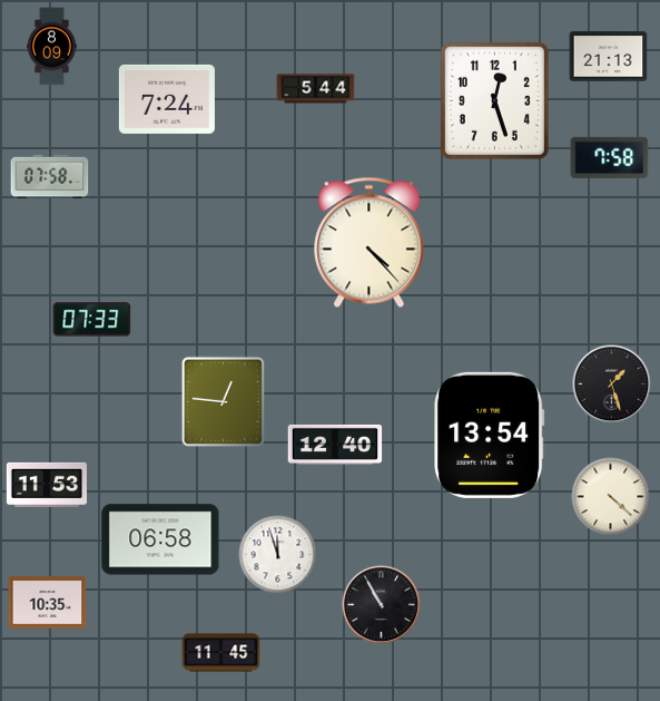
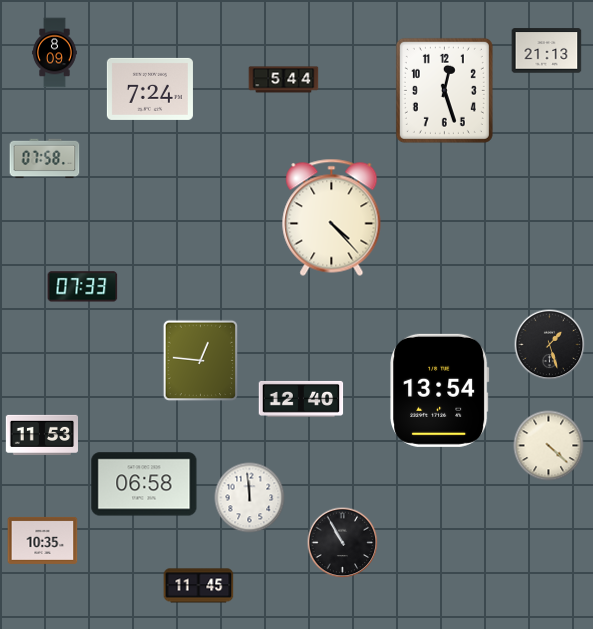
clock at (52, 47) position: (52, 47) -> (55, 53)
clock at (610, 157): 7:58 -> none
clock at (278, 555): 11:57 -> 11:59
